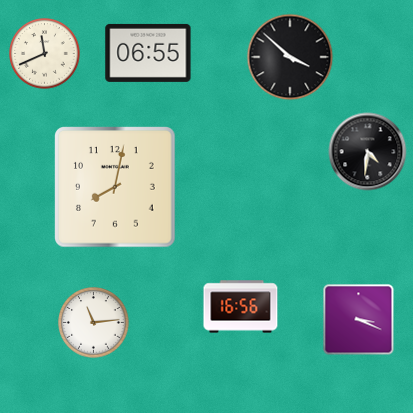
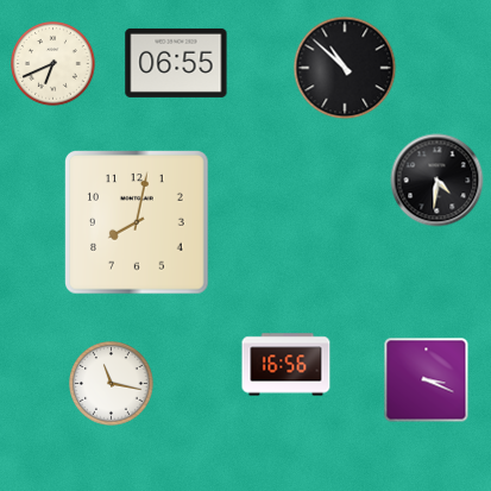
clock at (45, 54): 11:41 -> 6:41
clock at (290, 57): 3:52 -> 10:52
clock at (94, 323): 11:14 -> 11:17
